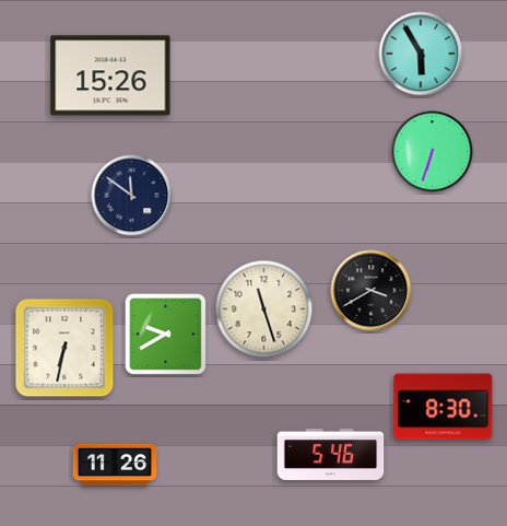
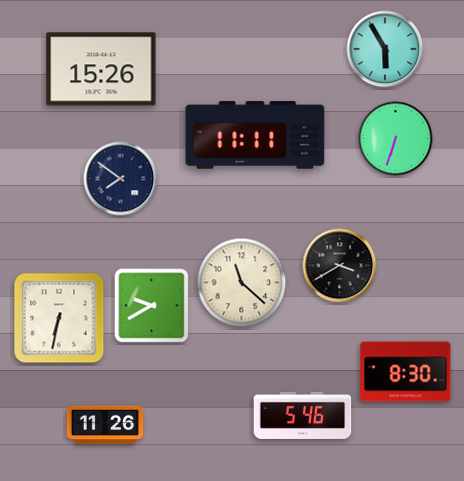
clock at (255, 135): none -> 11:11
clock at (132, 196): 11:51 -> 7:51
clock at (264, 309): 11:27 -> 11:22
